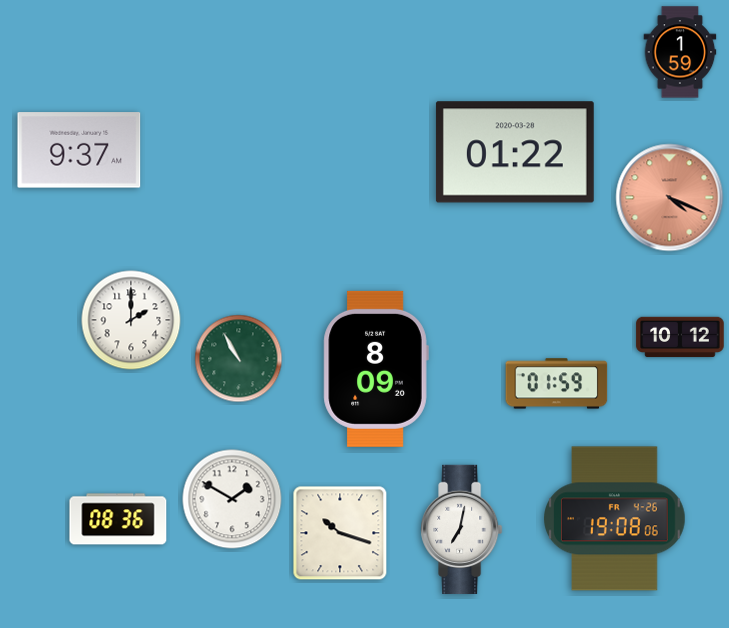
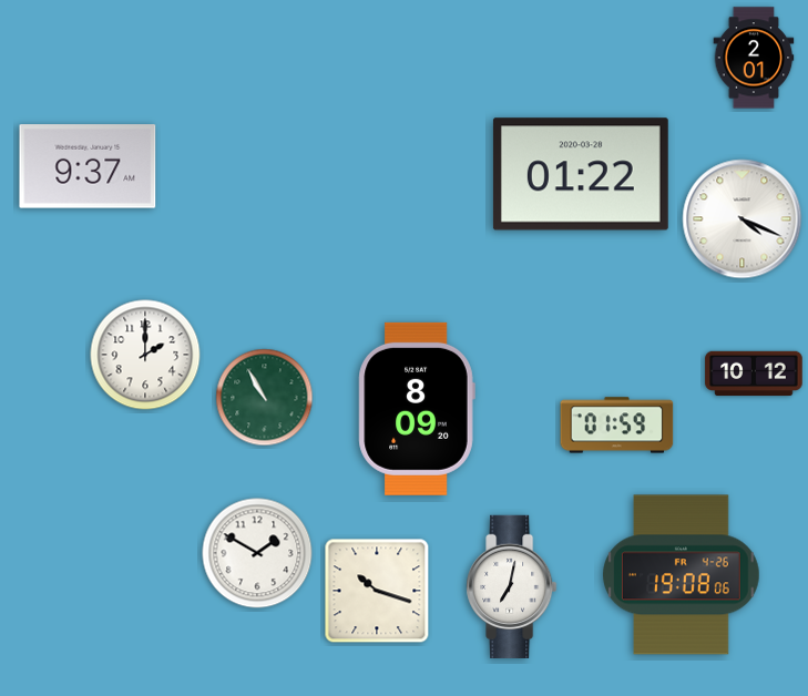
clock at (680, 52): 1:59 -> 2:01
clock at (515, 152) position: (515, 152) -> (581, 174)
clock at (670, 198) dial: salmon -> white
clock at (118, 519): 08:36 -> none
